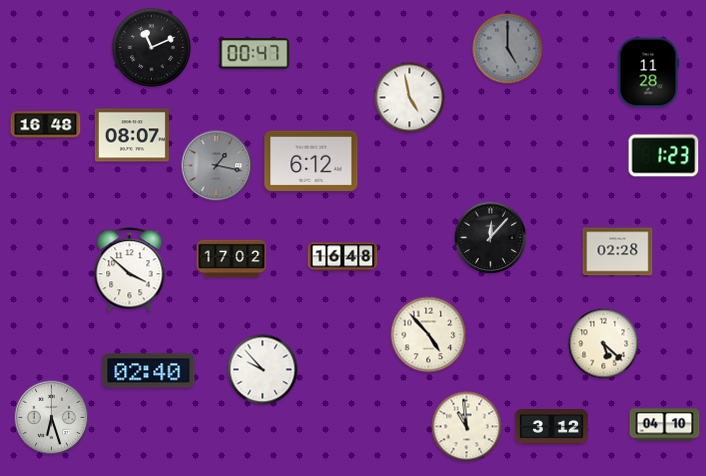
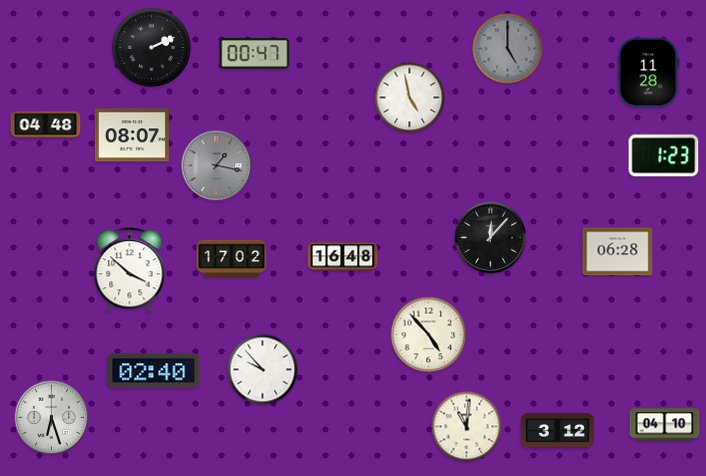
clock at (152, 48): 11:11 -> 2:11
clock at (46, 125): 16:48 -> 04:48
clock at (311, 161): 6:12 -> none
clock at (618, 252): 02:28 -> 06:28
clock at (604, 344): 5:22 -> none
clock at (149, 371) position: (149, 371) -> (154, 371)
clock at (467, 427): 10:59 -> 11:01
clock at (551, 427) position: (551, 427) -> (557, 431)
